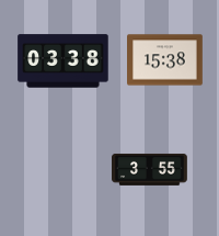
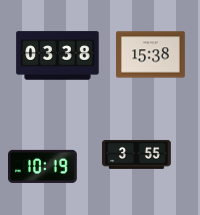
clock at (43, 166): none -> 10:19
